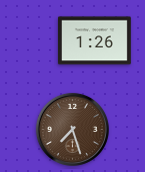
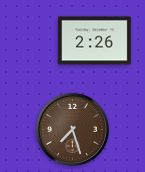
clock at (94, 41): 1:26 -> 2:26
